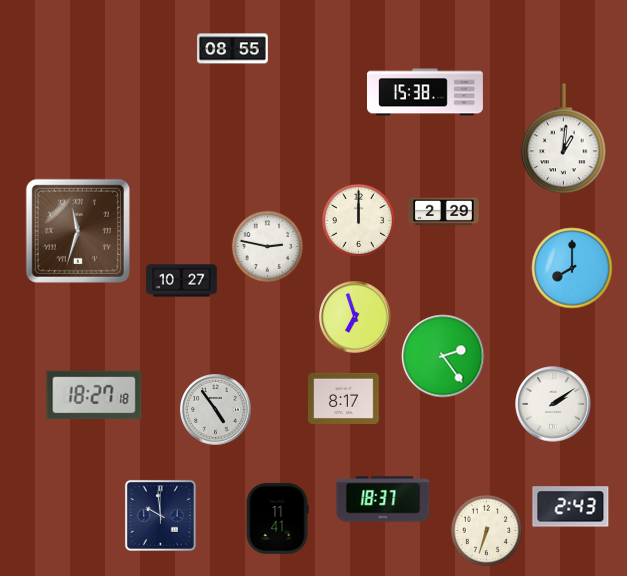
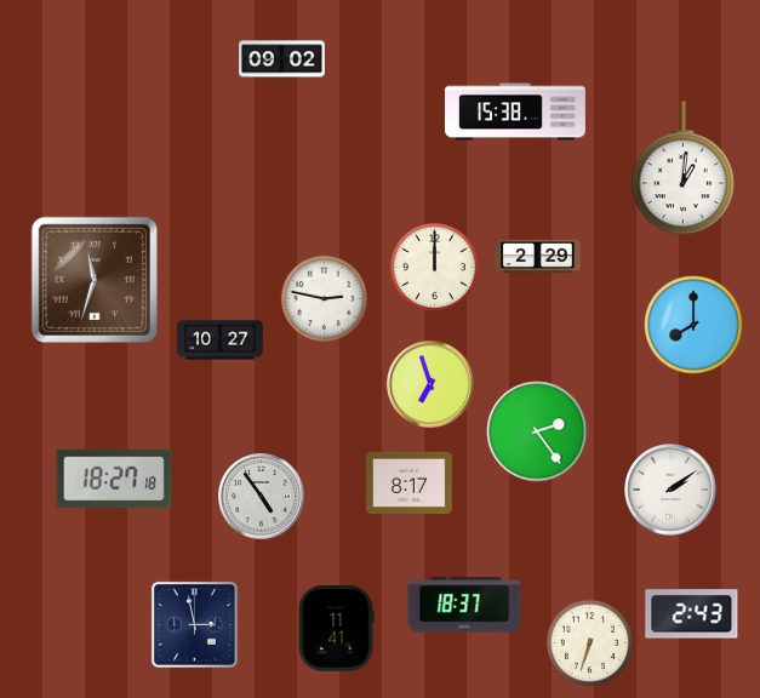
clock at (233, 49): 08:55 -> 09:02
clock at (344, 398) position: (344, 398) -> (410, 482)
clock at (160, 515): 9:59 -> 2:58
